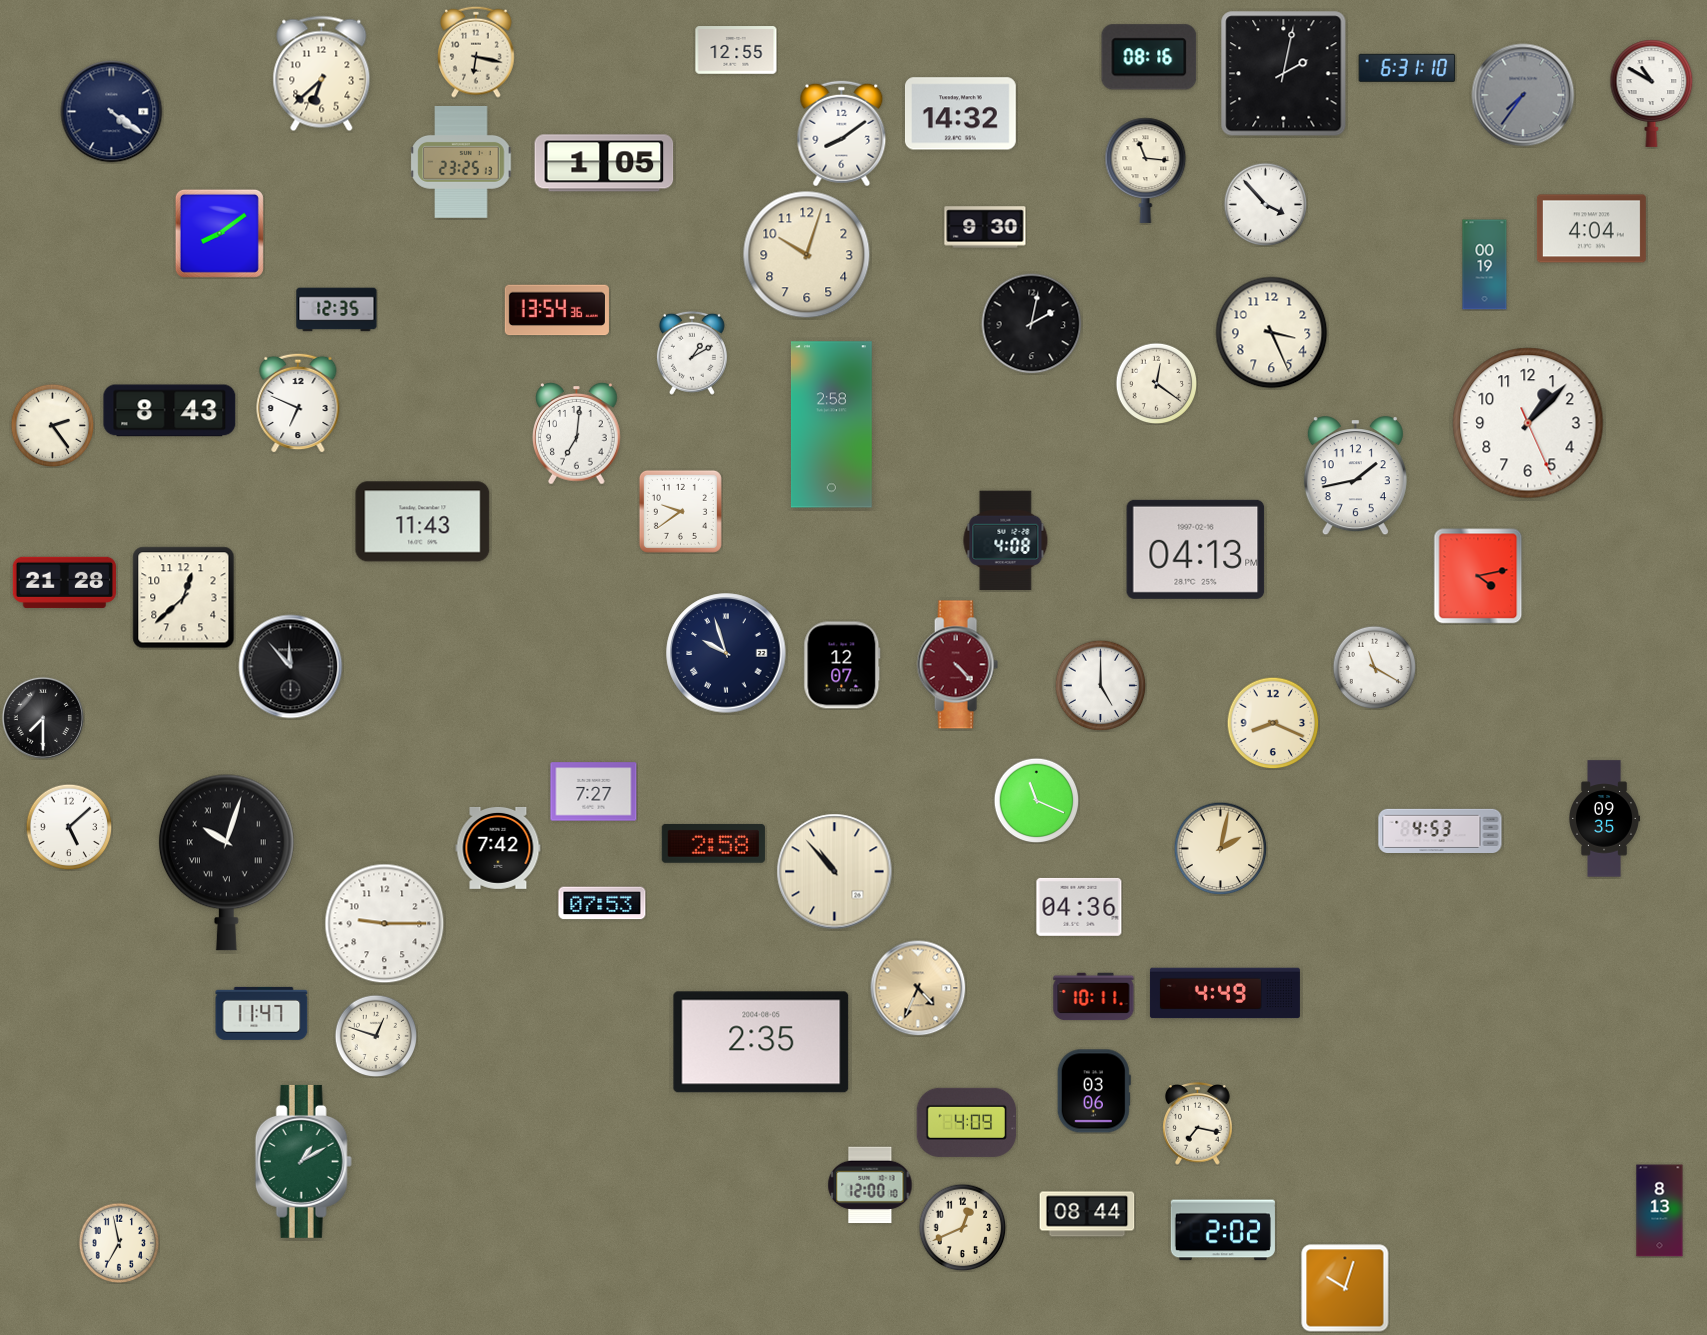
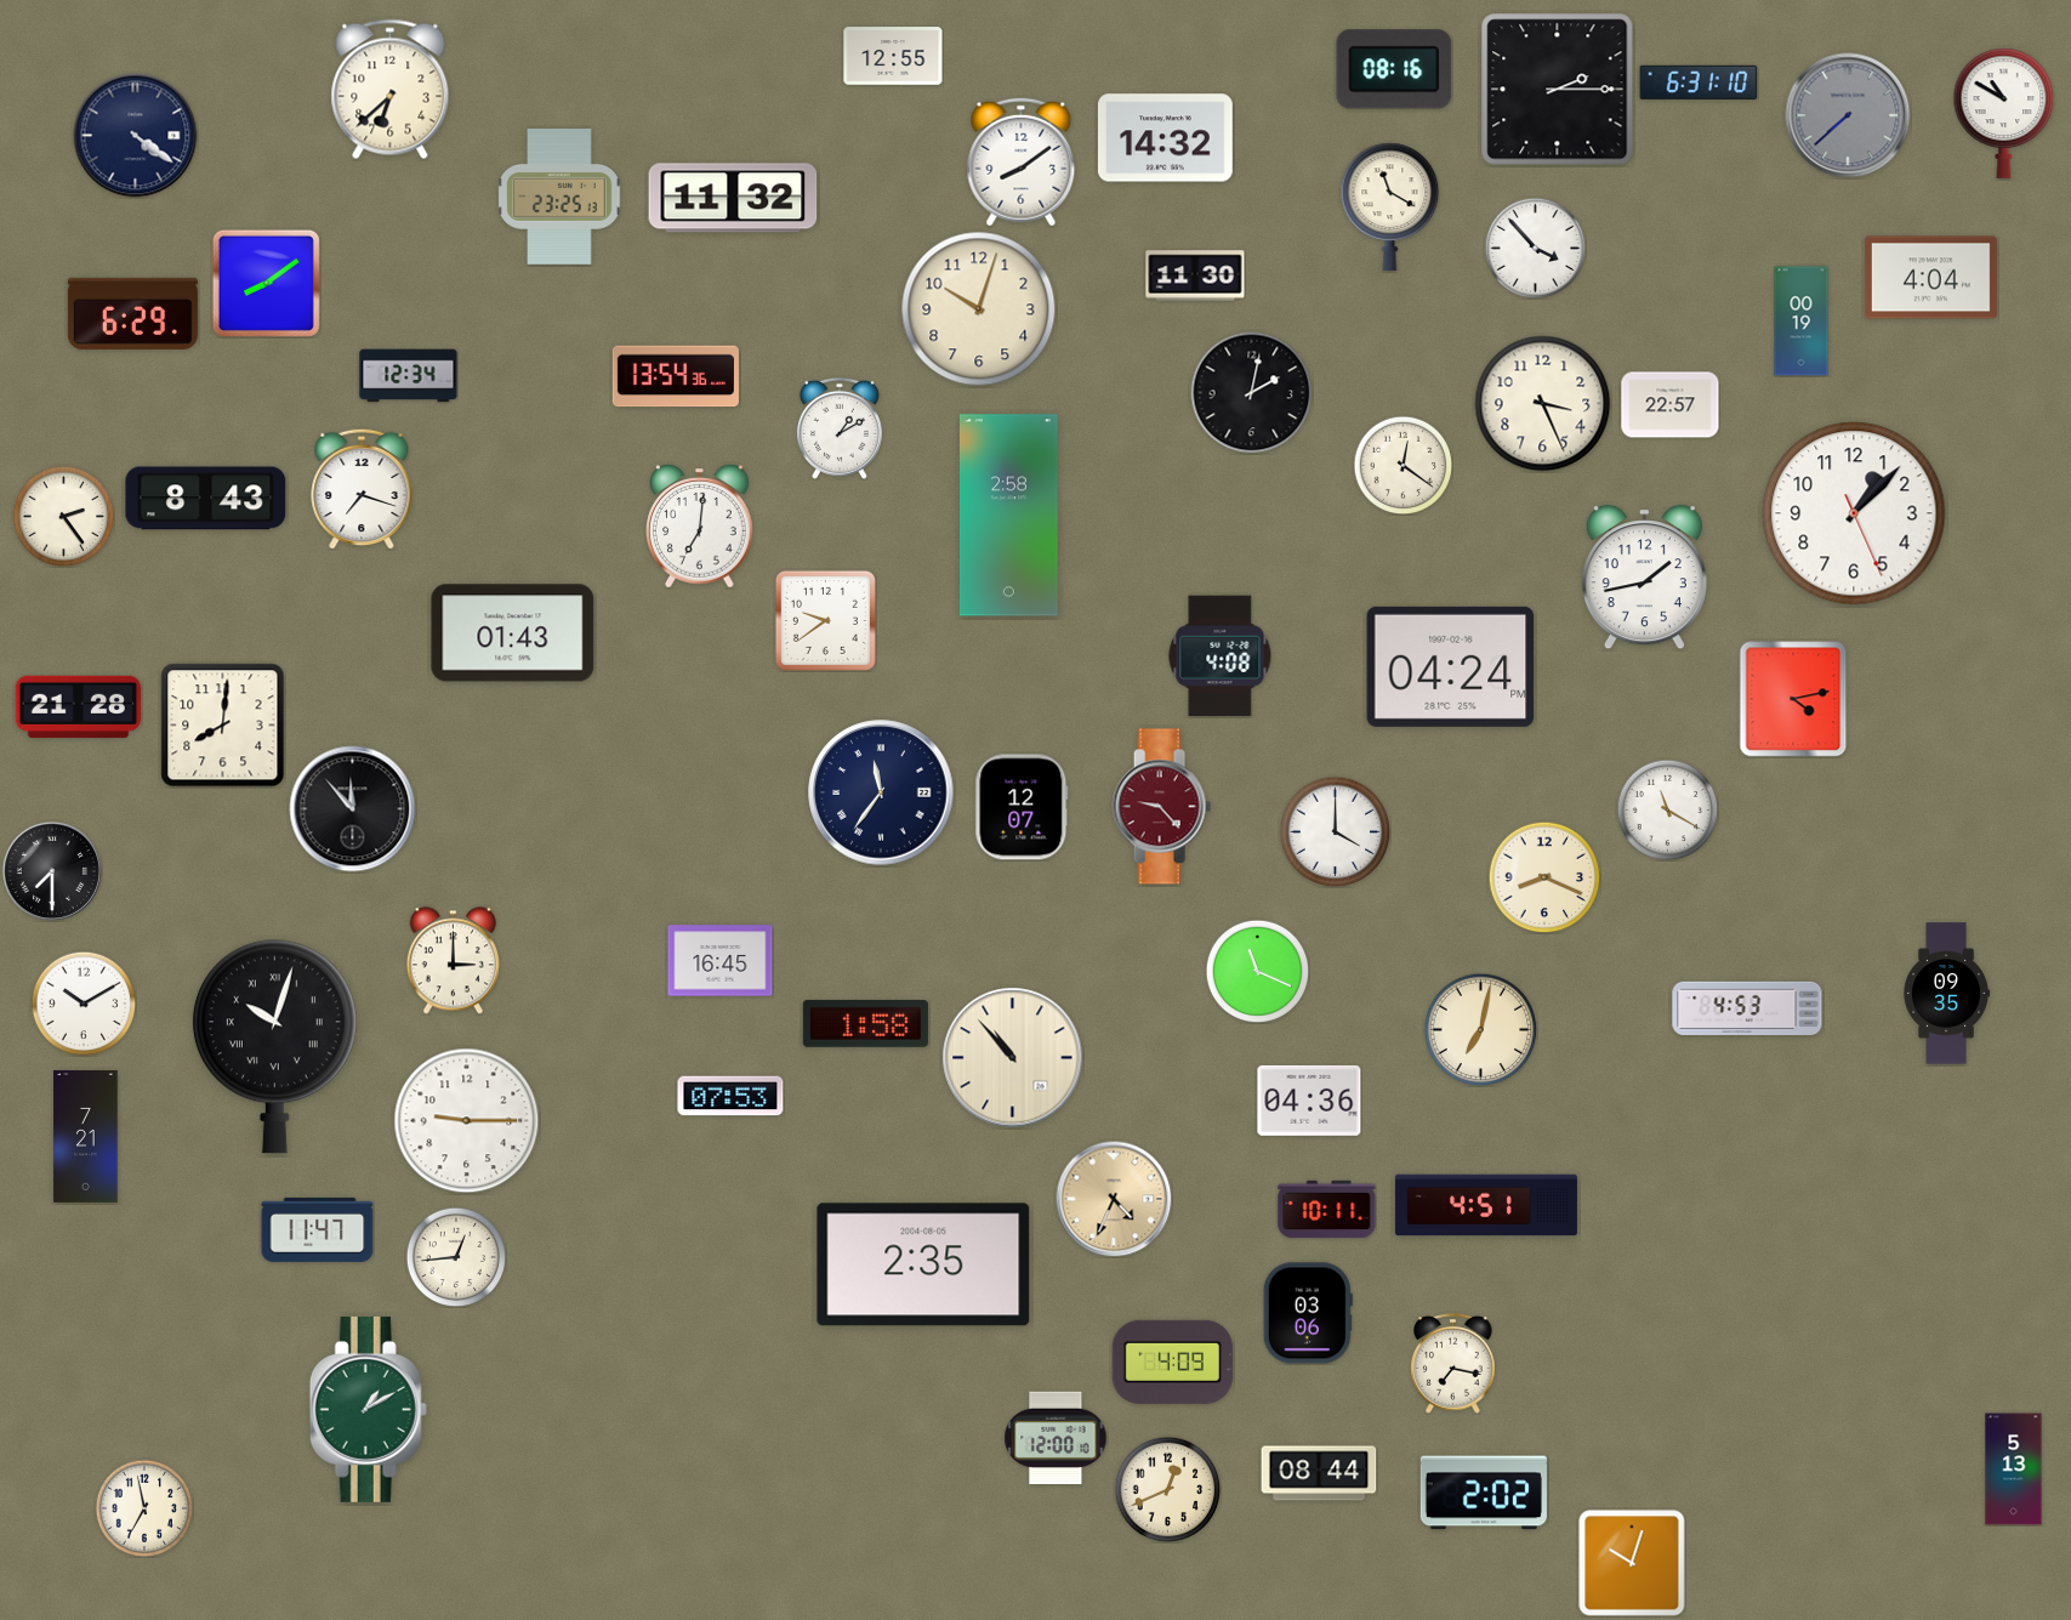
clock at (736, 50) position: (736, 50) -> (893, 56)
clock at (476, 52): 6:17 -> none
clock at (1407, 68) position: (1407, 68) -> (1699, 83)
clock at (1284, 74): 2:02 -> 2:15
clock at (1523, 95): 7:36 -> 7:38
clock at (604, 163): 1:05 -> 11:32
clock at (1146, 170): 11:16 -> 11:20
clock at (985, 227): 9:30 -> 11:30
clock at (132, 313): none -> 6:29
clock at (337, 310): 12:35 -> 12:34
clock at (1671, 405): none -> 22:57
clock at (298, 403): 6:49 -> 7:18
clock at (423, 522): 11:43 -> 01:43
clock at (1196, 549): 04:13 -> 04:24
clock at (184, 598): 12:38 -> 8:01
clock at (726, 653): 9:57 -> 11:36
clock at (957, 665): 4:23 -> 9:23
clock at (1100, 685): 5:00 -> 4:00
clock at (453, 961): none -> 3:00
clock at (594, 792): 7:27 -> 16:45
clock at (69, 827): 5:08 -> 10:10
clock at (713, 843): 2:58 -> 1:58
clock at (498, 848): 7:42 -> none
clock at (1220, 848): 2:02 -> 7:02
clock at (86, 1136): none -> 7:21
clock at (1225, 993): 4:49 -> 4:51
clock at (376, 1036): 12:48 -> 12:44
clock at (1094, 1091) position: (1094, 1091) -> (1308, 1313)
clock at (1660, 1211): 8:13 -> 5:13
